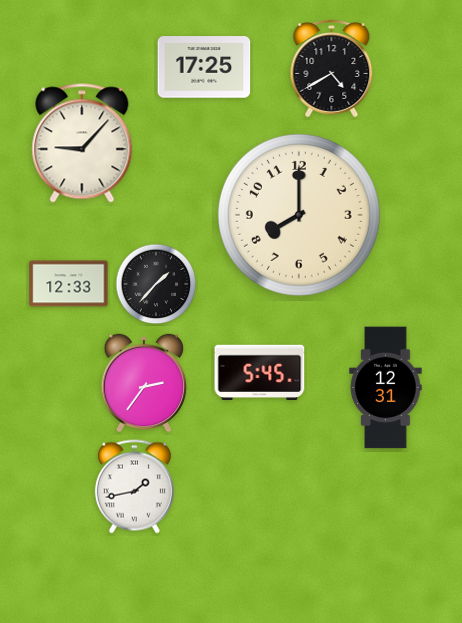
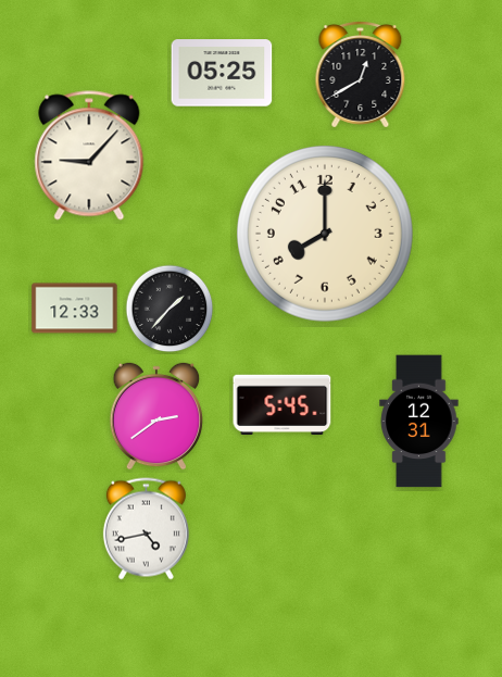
clock at (204, 67): 17:25 -> 05:25
clock at (332, 69): 4:40 -> 12:40
clock at (144, 383): 2:36 -> 2:39
clock at (134, 487): 1:43 -> 4:43
